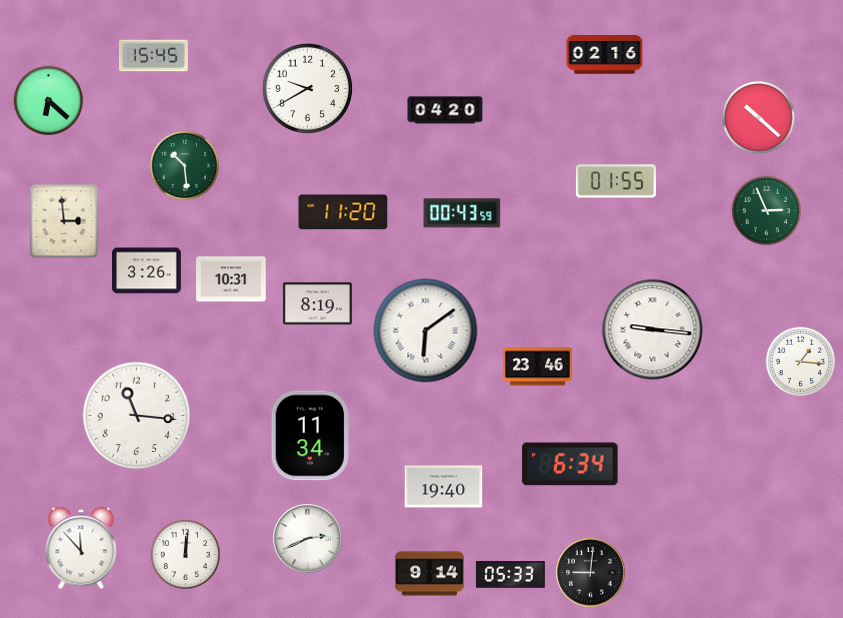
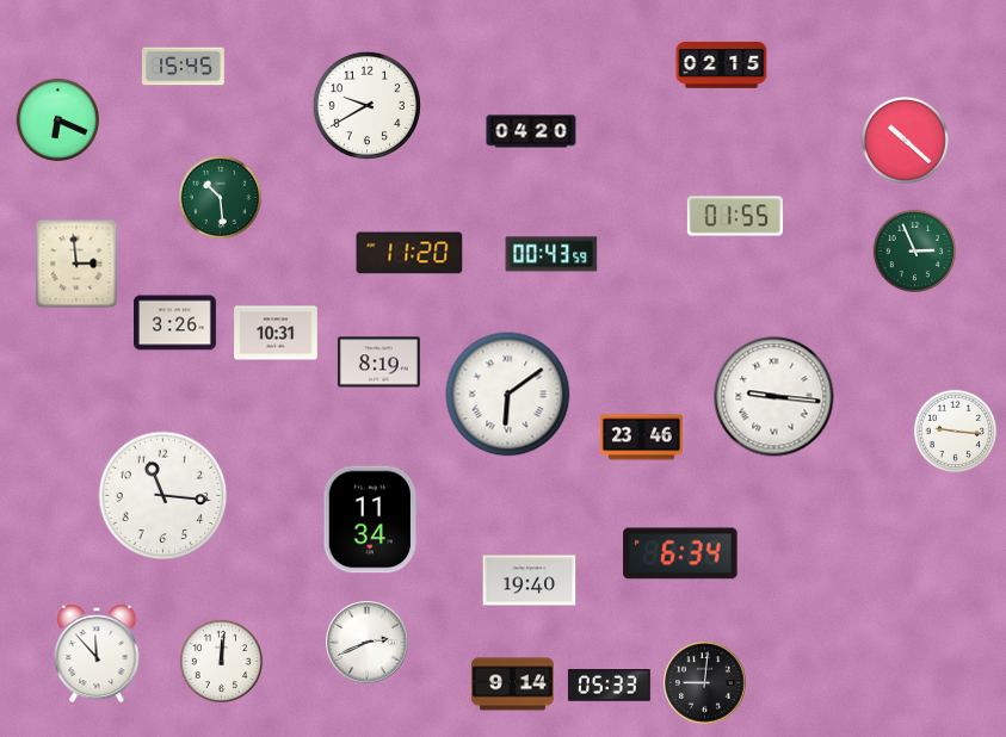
clock at (605, 55): 02:16 -> 02:15
clock at (48, 100): 6:22 -> 6:19
clock at (653, 330) position: (653, 330) -> (774, 397)
clock at (800, 361): 1:16 -> 9:16
